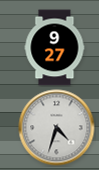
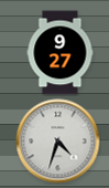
clock at (57, 128) position: (57, 128) -> (58, 142)
